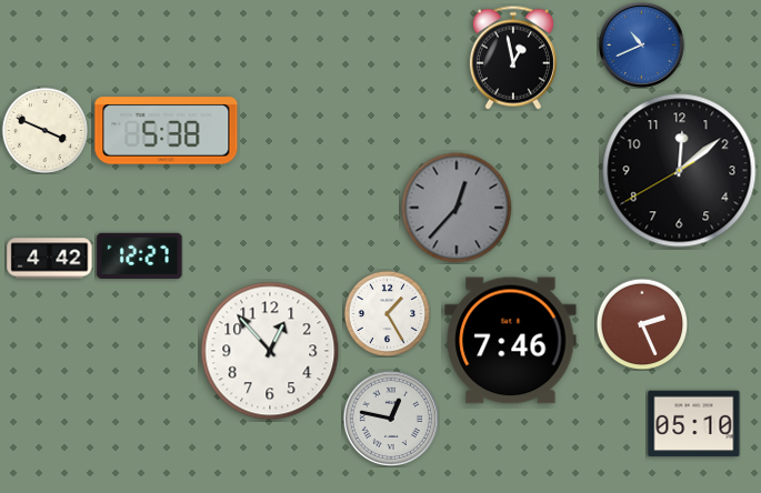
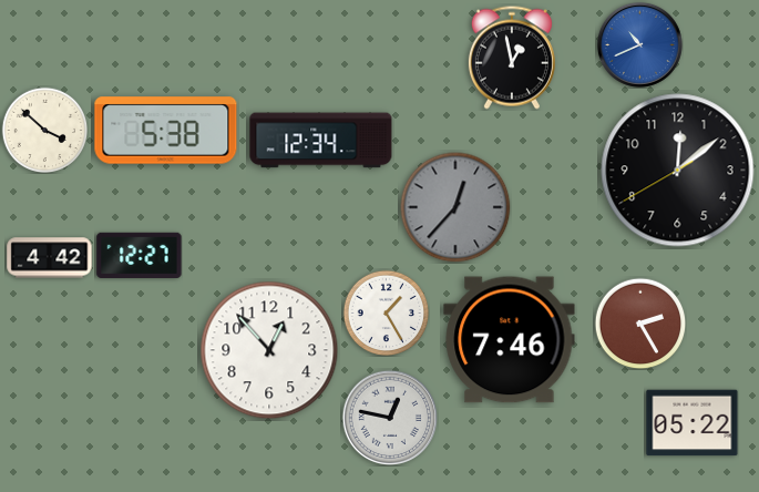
clock at (44, 130): 3:49 -> 3:52
clock at (321, 141): none -> 12:34
clock at (642, 324): 2:26 -> 2:25
clock at (694, 424): 05:10 -> 05:22
